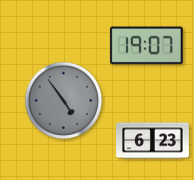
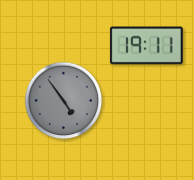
clock at (146, 46): 19:07 -> 19:11
clock at (153, 141): 6:23 -> none
